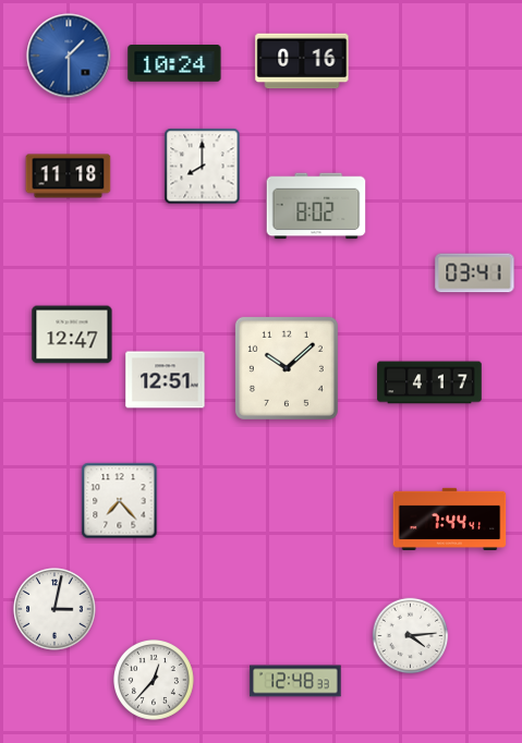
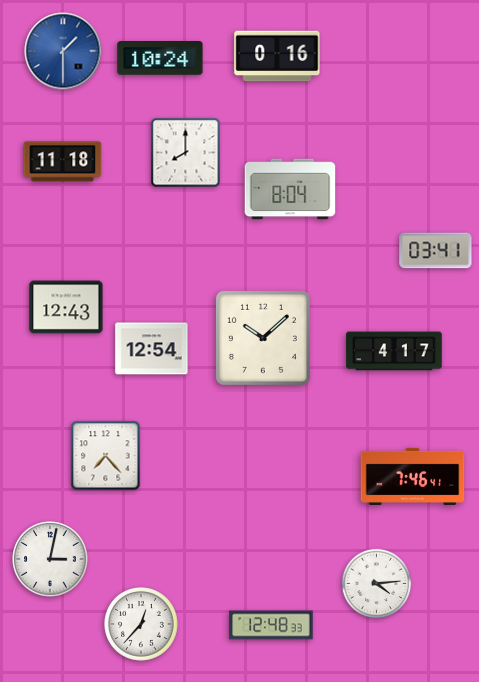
clock at (316, 206): 8:02 -> 8:04
clock at (72, 334): 12:47 -> 12:43
clock at (166, 380): 12:51 -> 12:54
clock at (120, 501) position: (120, 501) -> (106, 456)
clock at (450, 519): 7:44 -> 7:46
